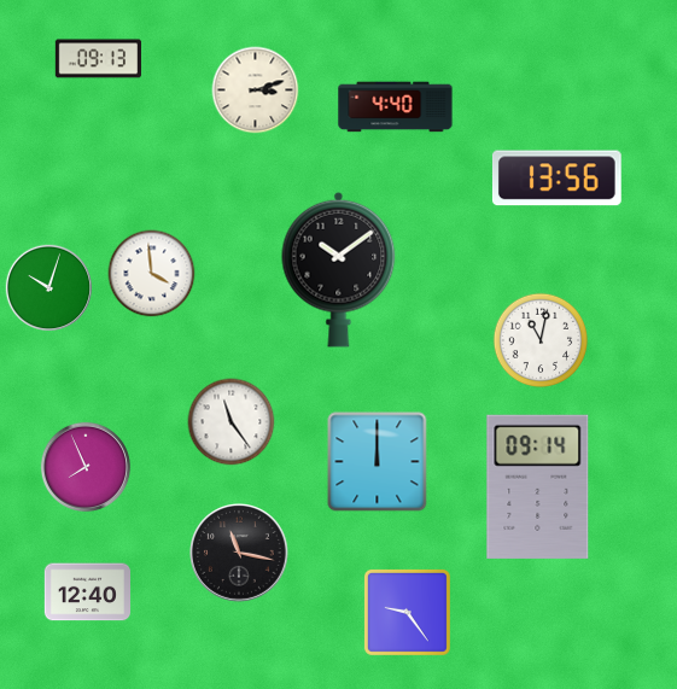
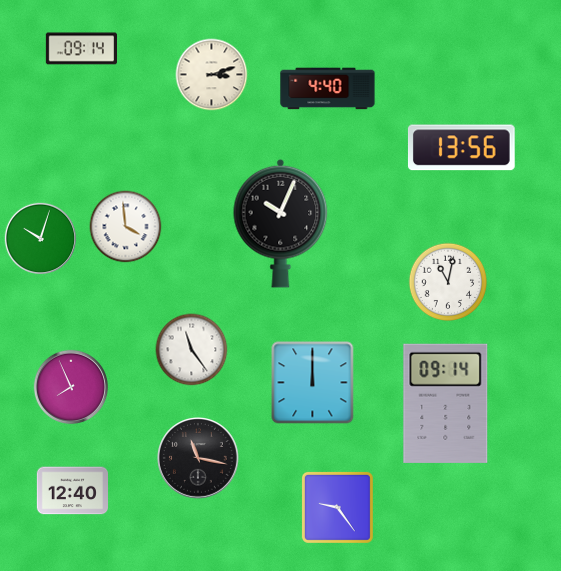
clock at (98, 59): 09:13 -> 09:14
clock at (339, 269): 10:09 -> 10:04
